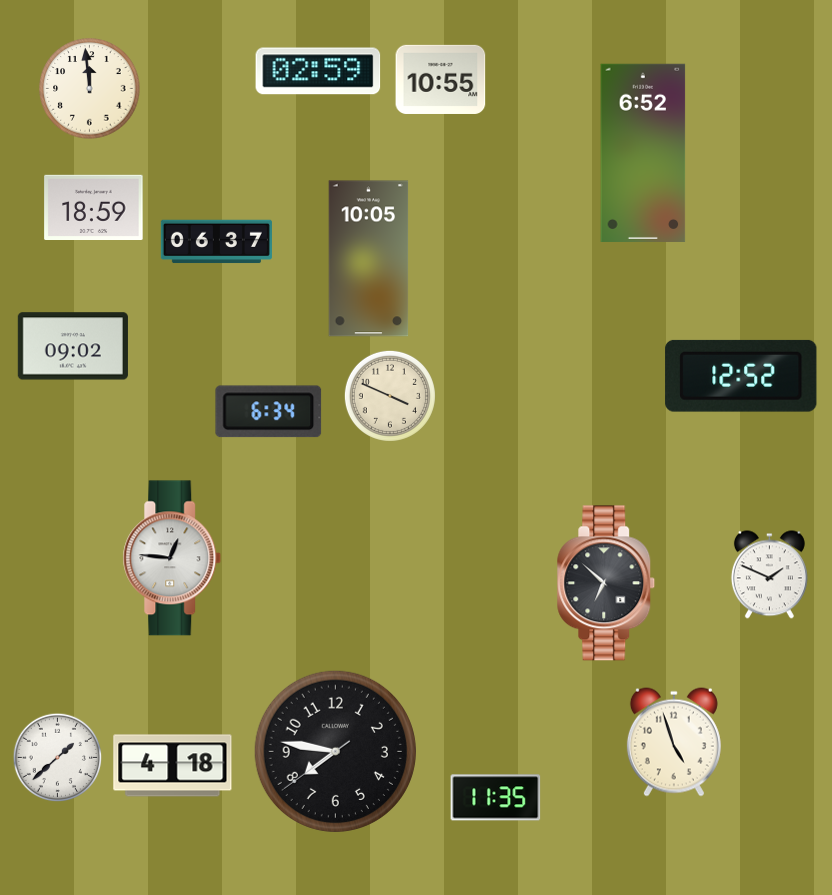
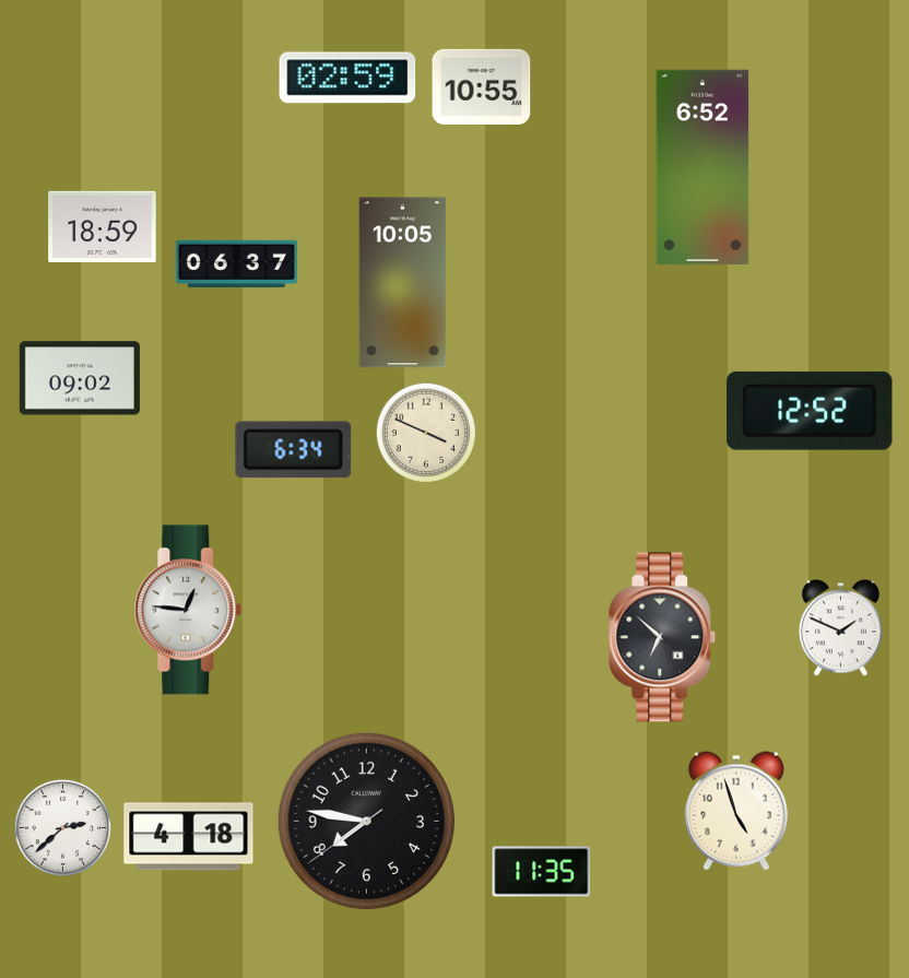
clock at (90, 89): 11:59 -> none
clock at (58, 758): 1:38 -> 2:38
